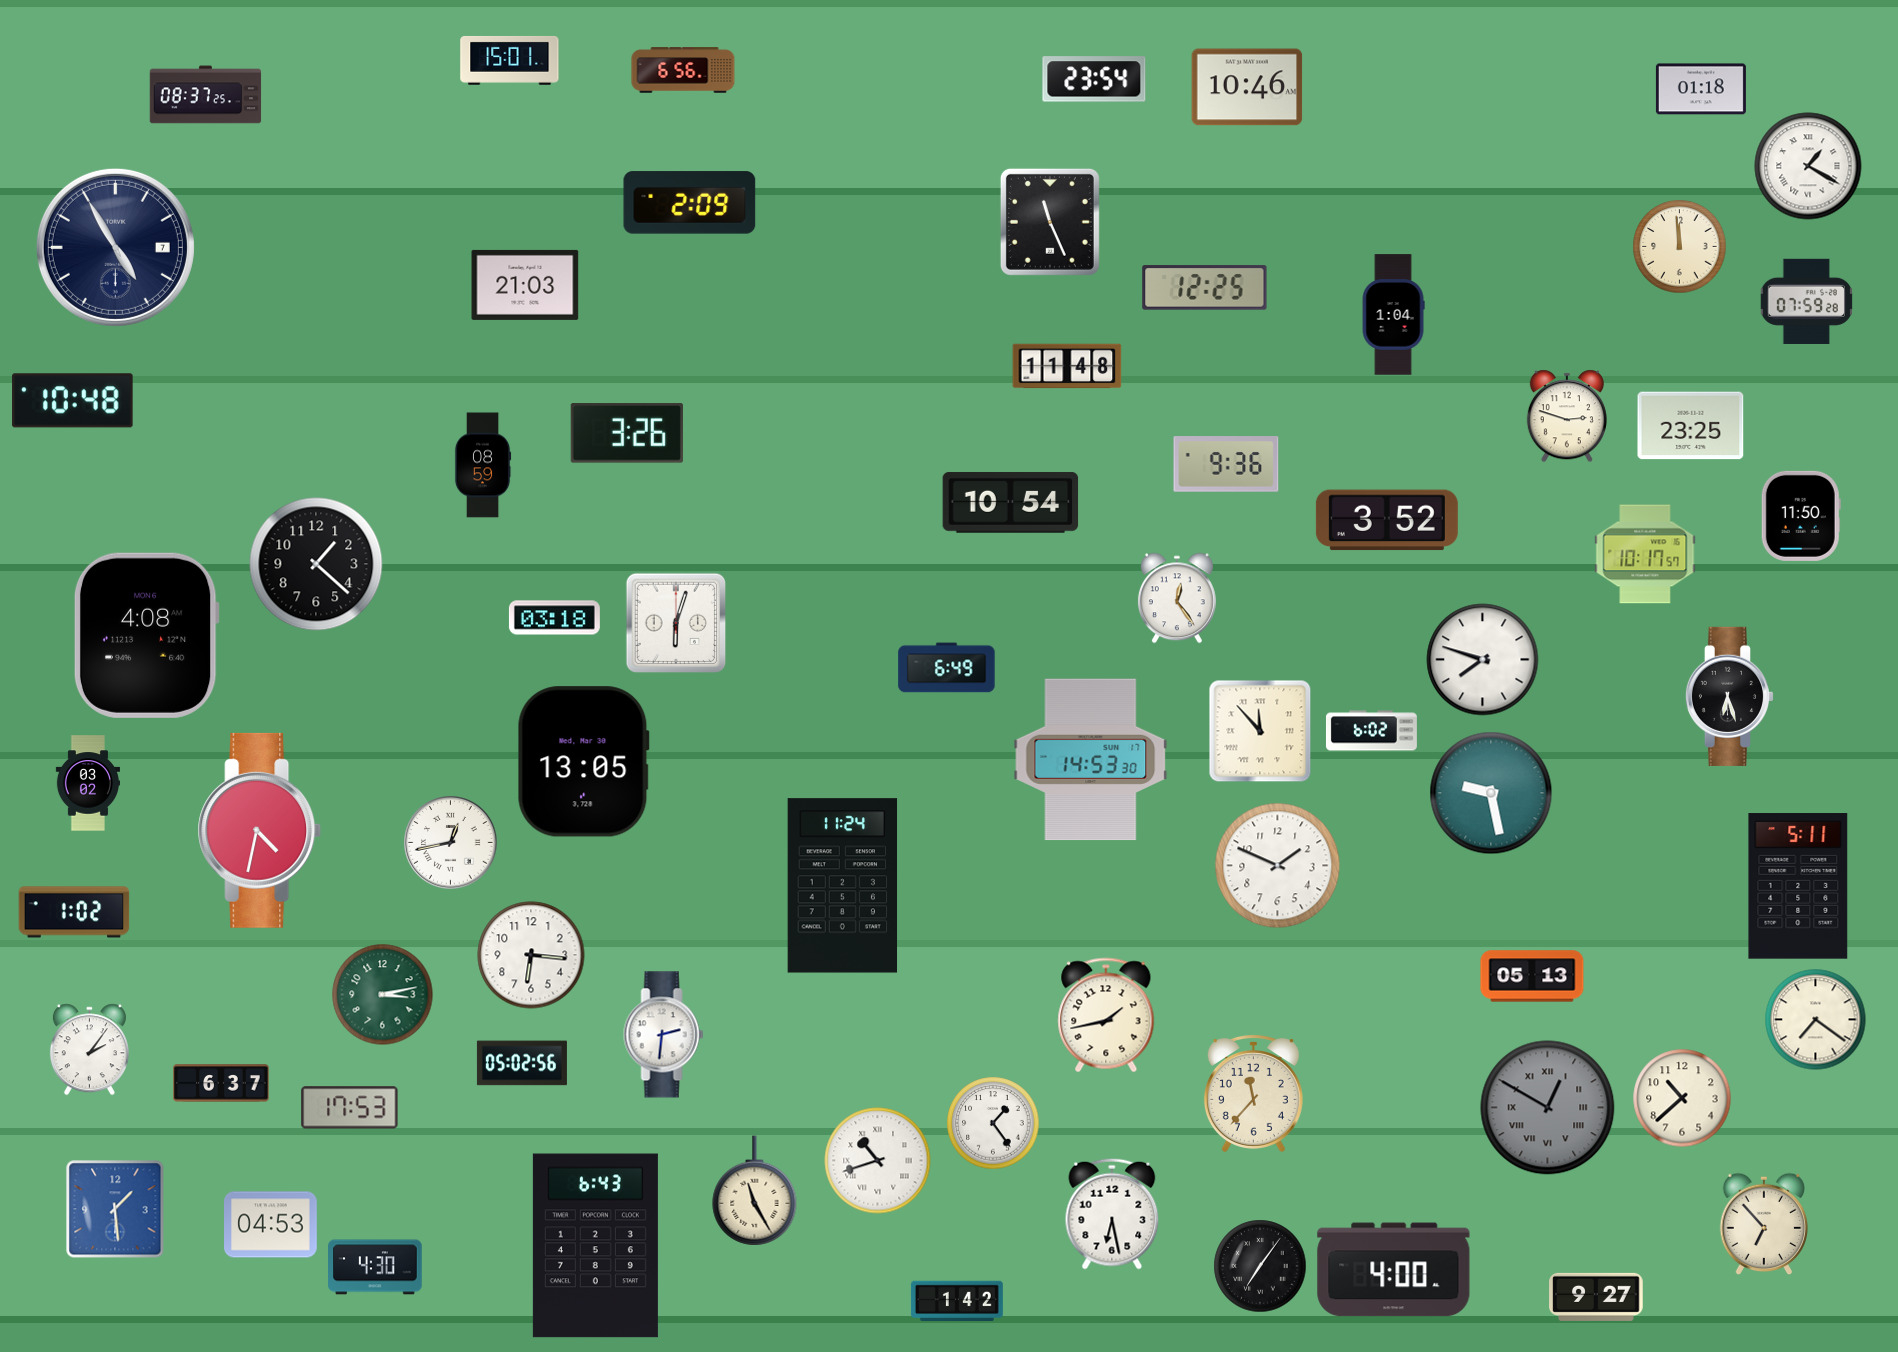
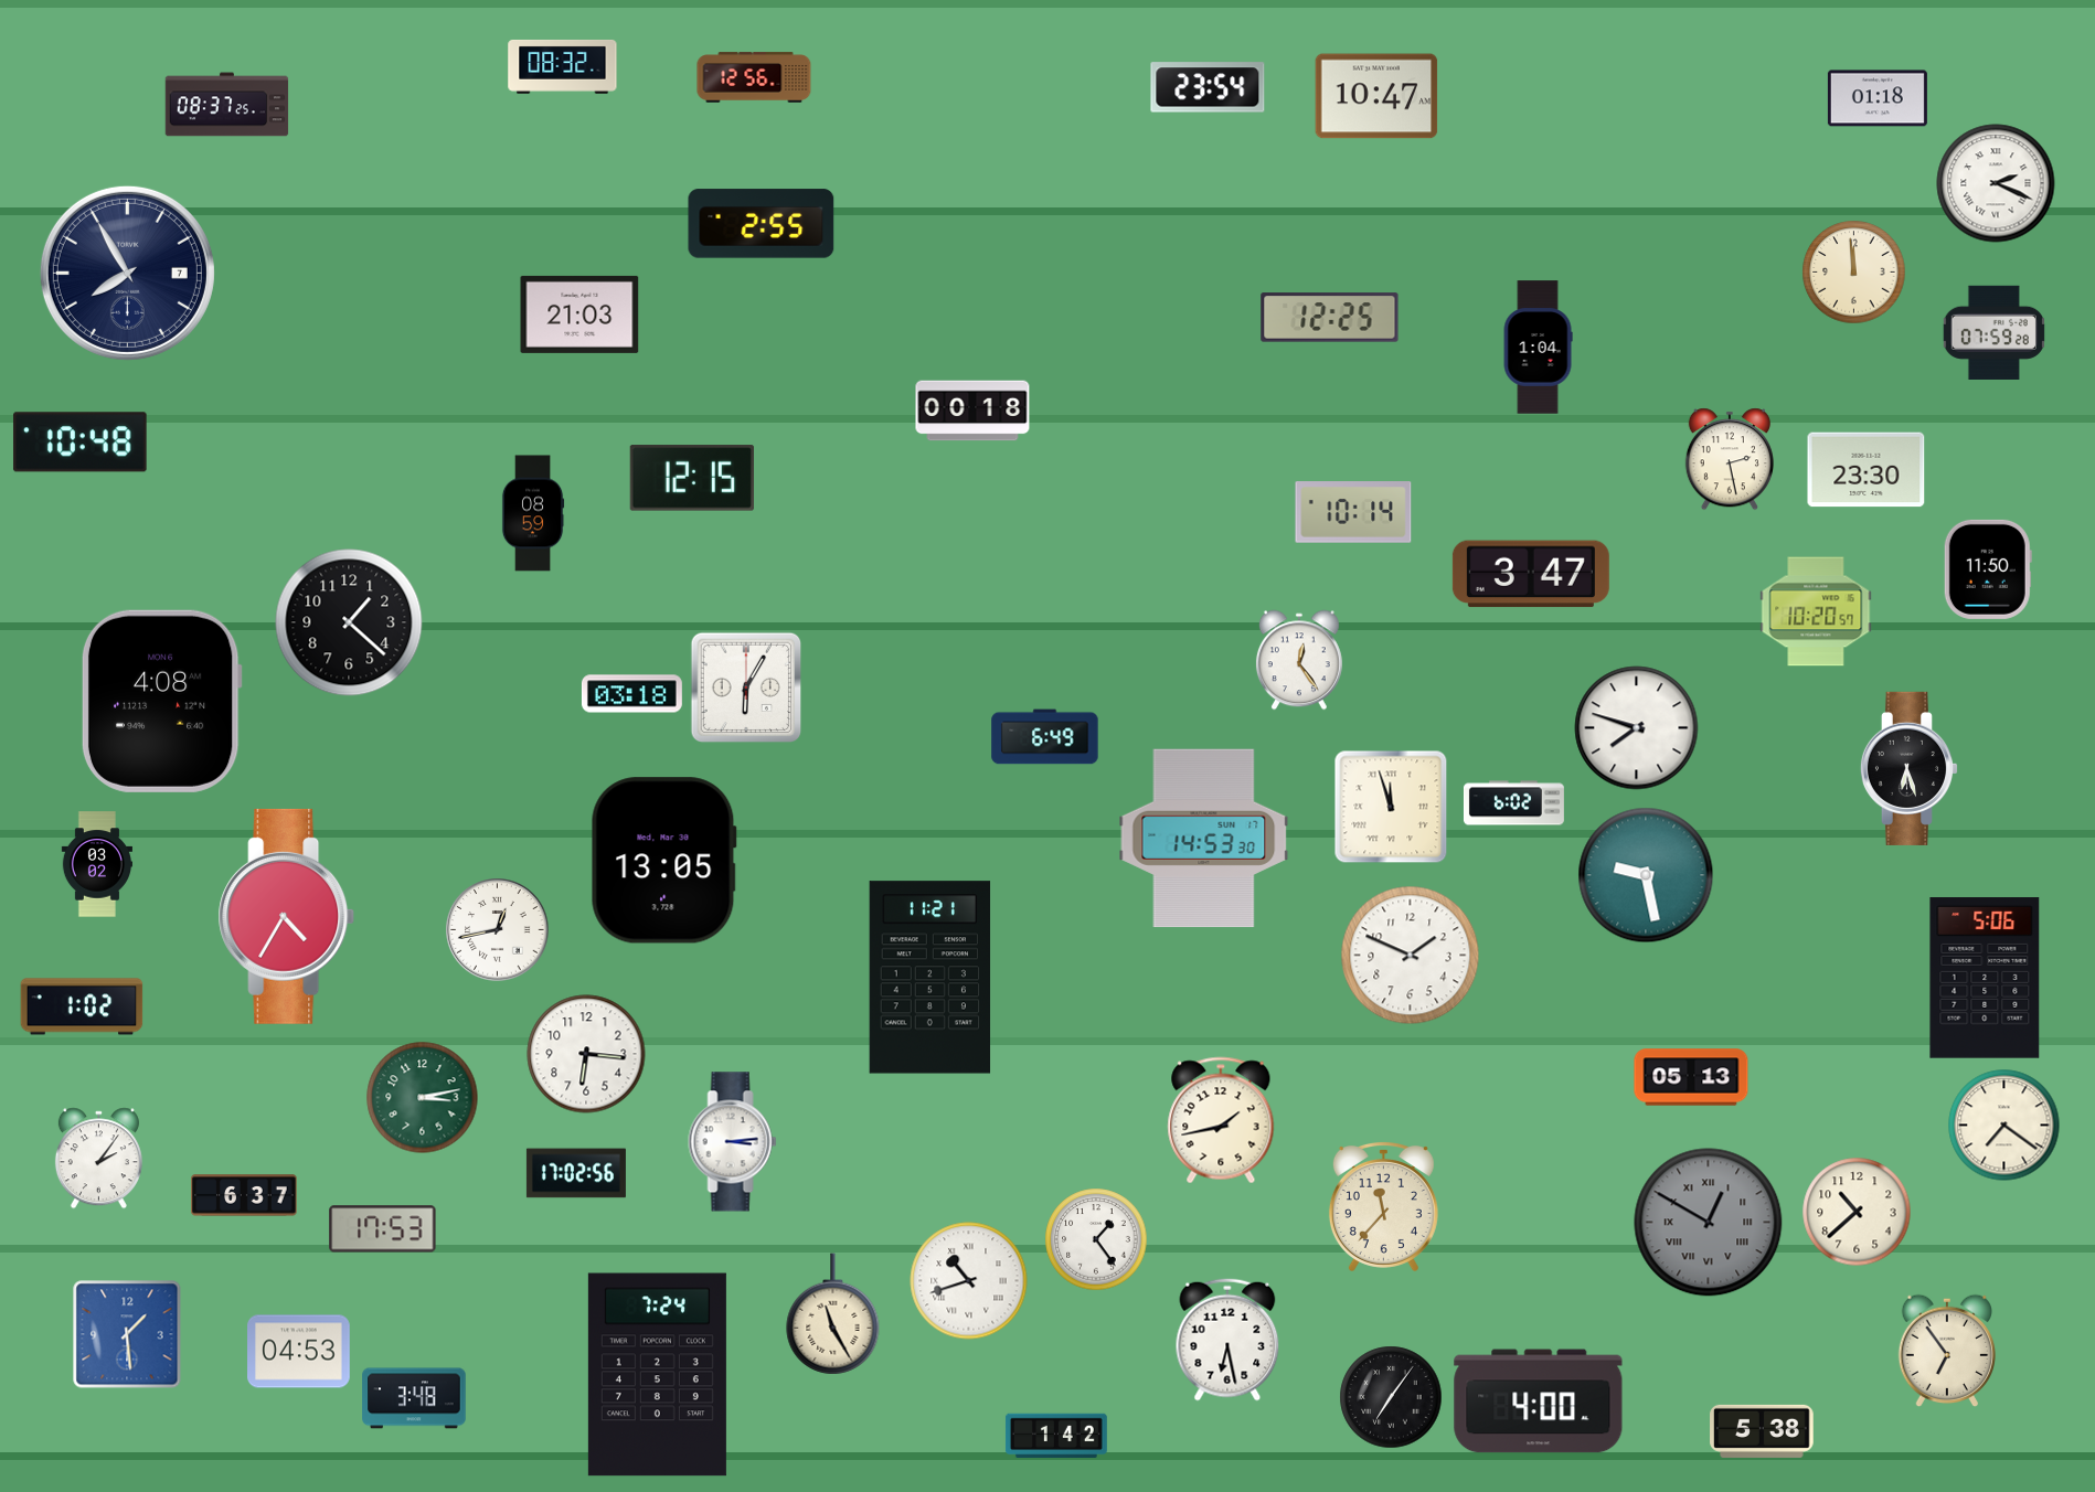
clock at (510, 60): 15:01 -> 08:32
clock at (683, 70): 6:56 -> 12:56
clock at (1247, 87): 10:46 -> 10:47
clock at (1808, 166): 1:20 -> 2:19
clock at (690, 203): 2:09 -> 2:55
clock at (1050, 222): 11:26 -> none
clock at (115, 247): 4:55 -> 7:55
clock at (1067, 366): 11:48 -> none
clock at (972, 411): none -> 00:18
clock at (1567, 416): 2:48 -> 2:28
clock at (1691, 426): 23:25 -> 23:30
clock at (627, 433): 3:26 -> 12:15
clock at (1226, 464): 9:36 -> 10:14
clock at (1011, 502): 10:54 -> none
clock at (1387, 520): 3:52 -> 3:47
clock at (1645, 554): 10:17 -> 10:20
clock at (554, 618) position: (554, 618) -> (631, 694)
clock at (676, 623): 6:03 -> 6:05
clock at (1260, 731): 11:53 -> 11:57
clock at (1371, 731) position: (1371, 731) -> (1513, 803)
clock at (583, 762) position: (583, 762) -> (663, 861)
clock at (260, 830): 4:32 -> 4:35
clock at (843, 886): 11:24 -> 11:21
clock at (1798, 886): 5:11 -> 5:06
clock at (664, 1035): 2:31 -> 3:14
clock at (522, 1063): 05:02 -> 17:02
clock at (350, 1108) position: (350, 1108) -> (383, 1229)
clock at (1763, 1224): 6:53 -> 6:54
clock at (595, 1246): 6:43 -> 7:24
clock at (375, 1267): 4:30 -> 3:48
clock at (1596, 1297): 9:27 -> 5:38
